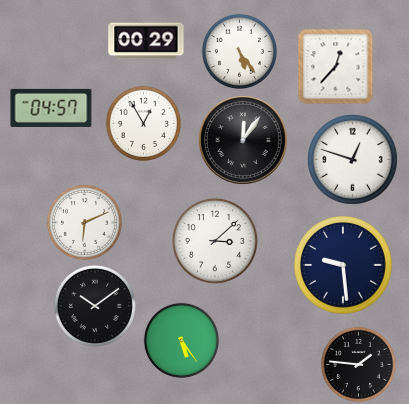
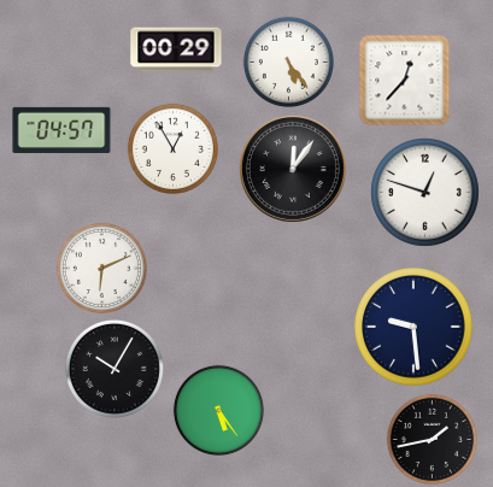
clock at (215, 241): 3:08 -> none
clock at (344, 266) position: (344, 266) -> (415, 328)
clock at (95, 306): 10:09 -> 10:05
clock at (358, 364): 1:46 -> 1:43
